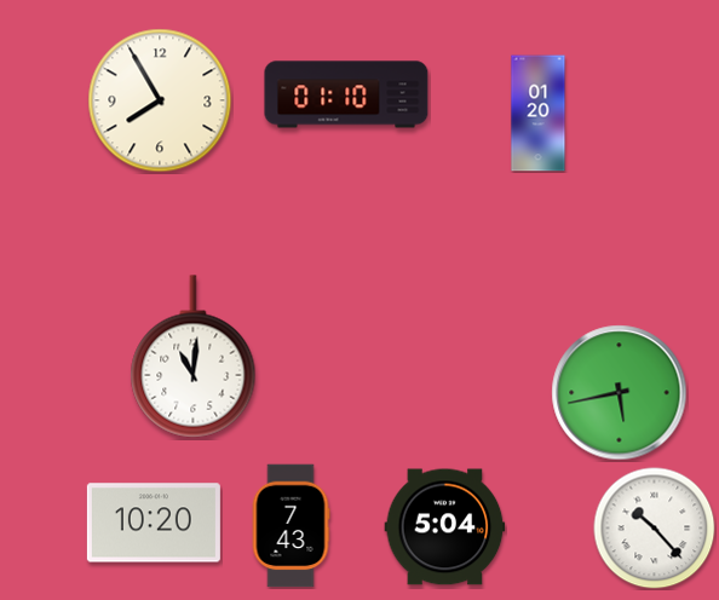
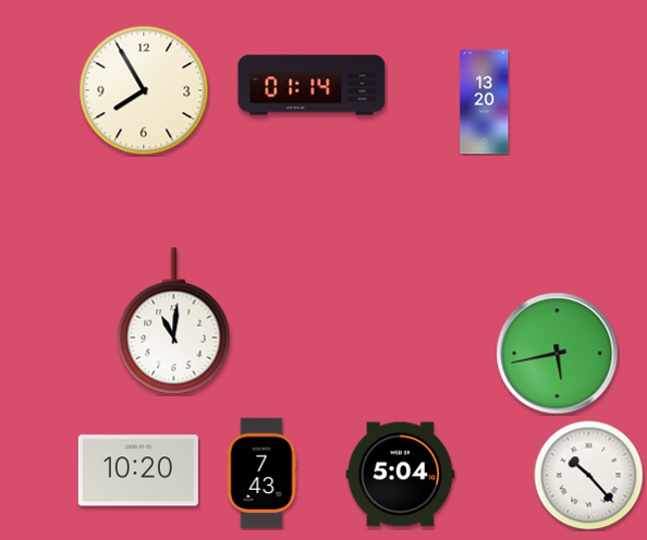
clock at (346, 94): 01:10 -> 01:14
clock at (539, 114): 01:20 -> 13:20
